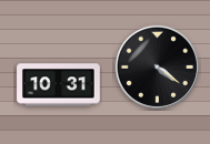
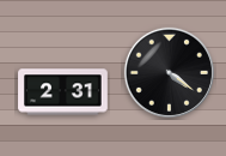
clock at (59, 85): 10:31 -> 2:31
